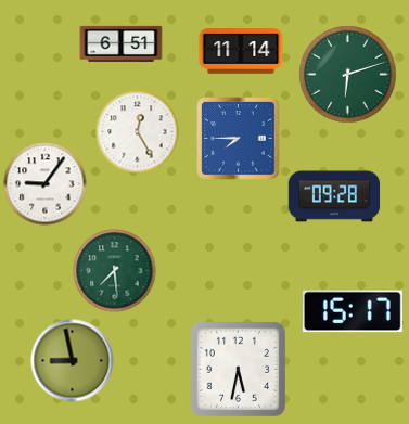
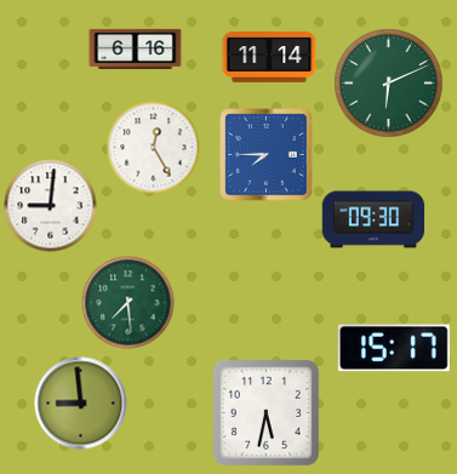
clock at (122, 43): 6:51 -> 6:16
clock at (348, 75): 6:12 -> 6:11
clock at (46, 184): 9:06 -> 9:01
clock at (334, 196): 09:28 -> 09:30
clock at (73, 361): 8:58 -> 8:59
